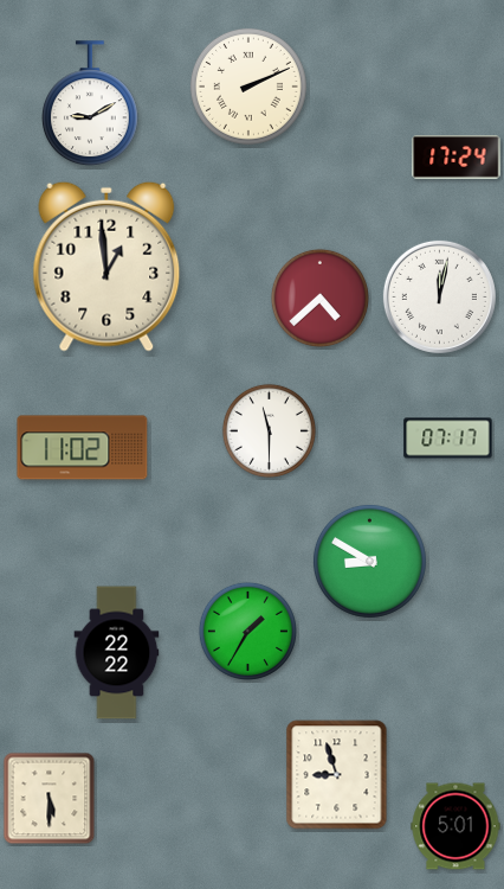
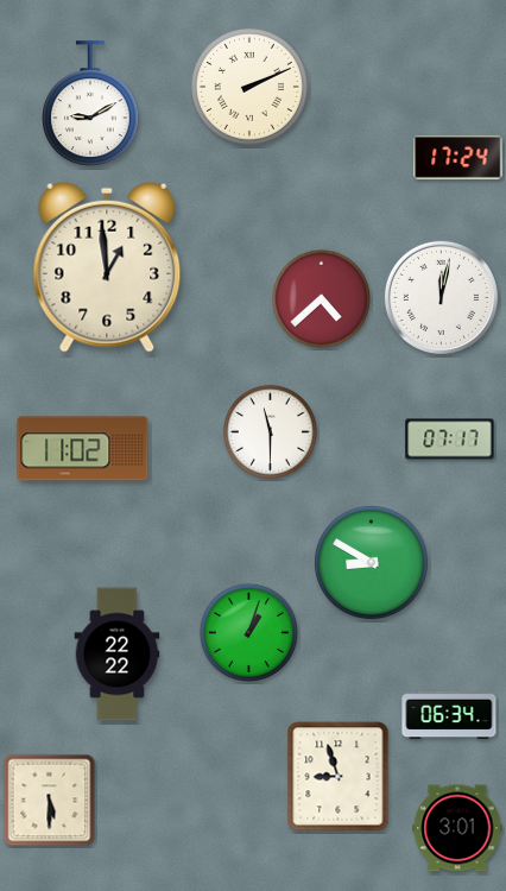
clock at (247, 631): 1:35 -> 1:03
clock at (449, 715): none -> 06:34
clock at (455, 826): 5:01 -> 3:01
